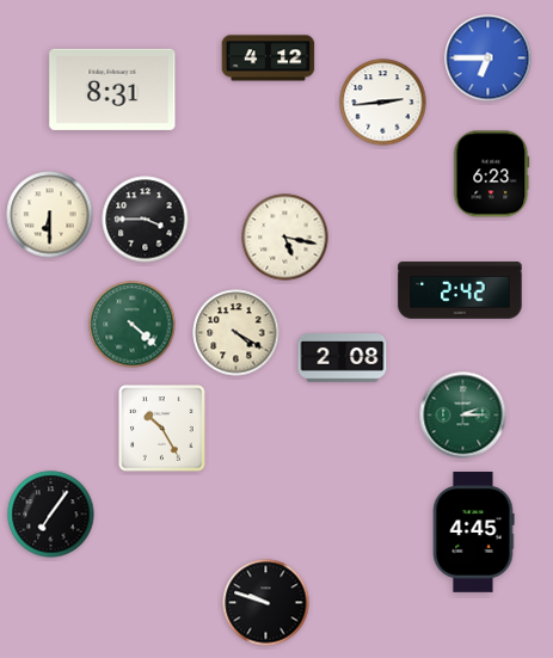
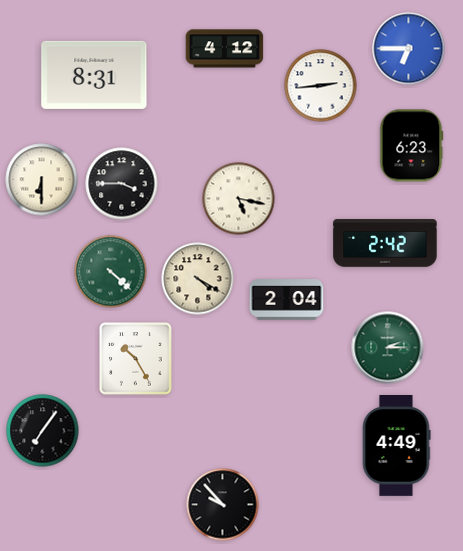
clock at (343, 358): 2:08 -> 2:04
clock at (473, 533): 4:45 -> 4:49
clock at (266, 603): 9:48 -> 9:53
